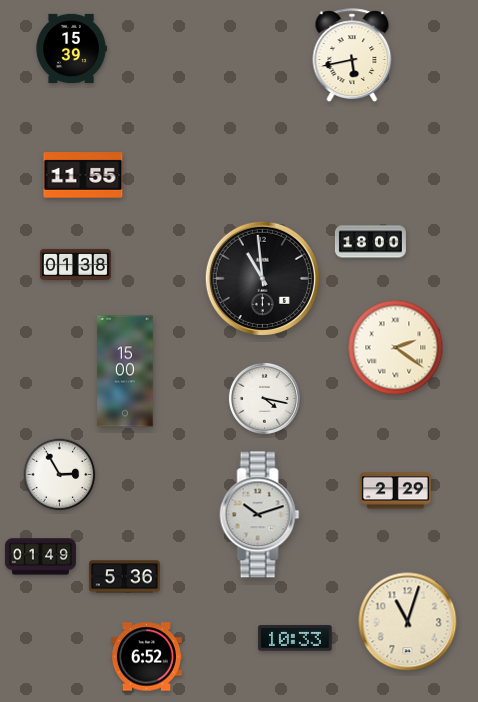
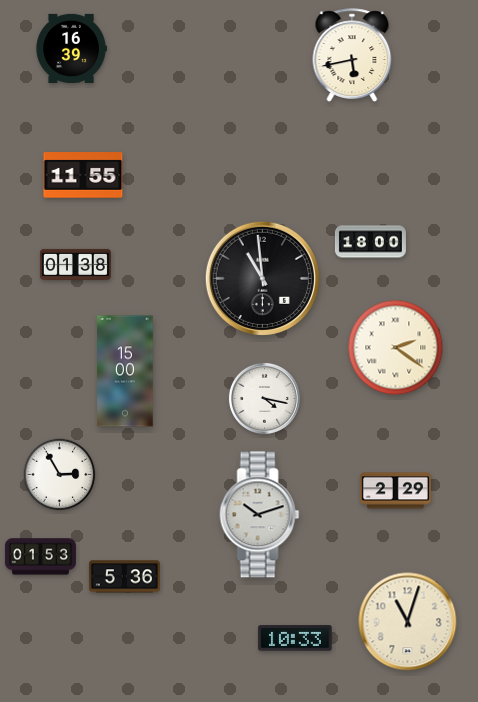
clock at (71, 48): 15:39 -> 16:39
clock at (40, 557): 01:49 -> 01:53
clock at (146, 657): 6:52 -> none
